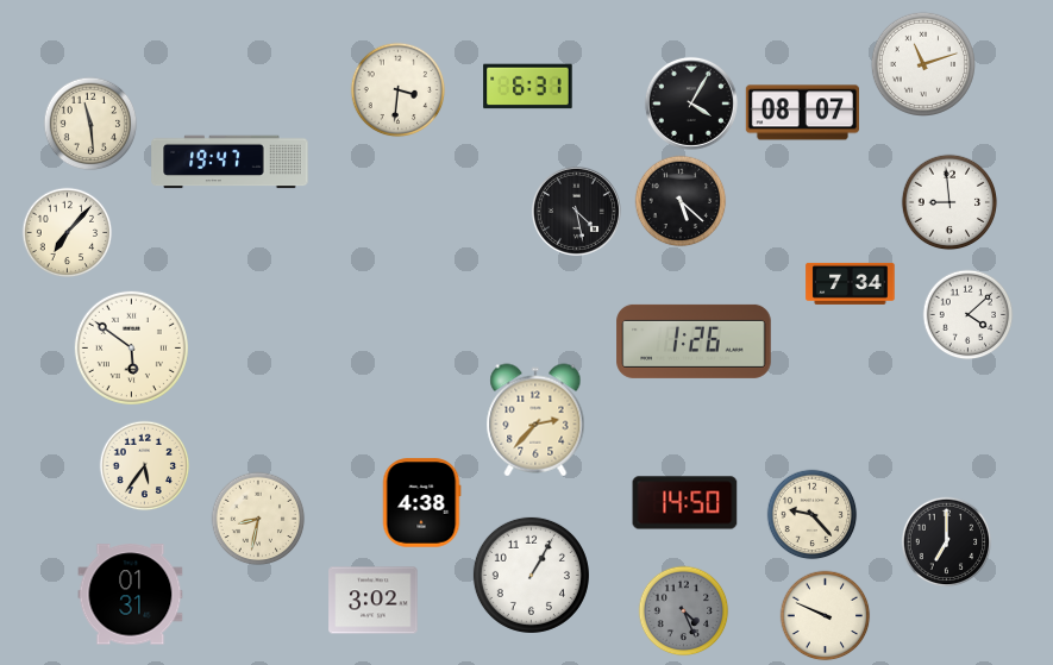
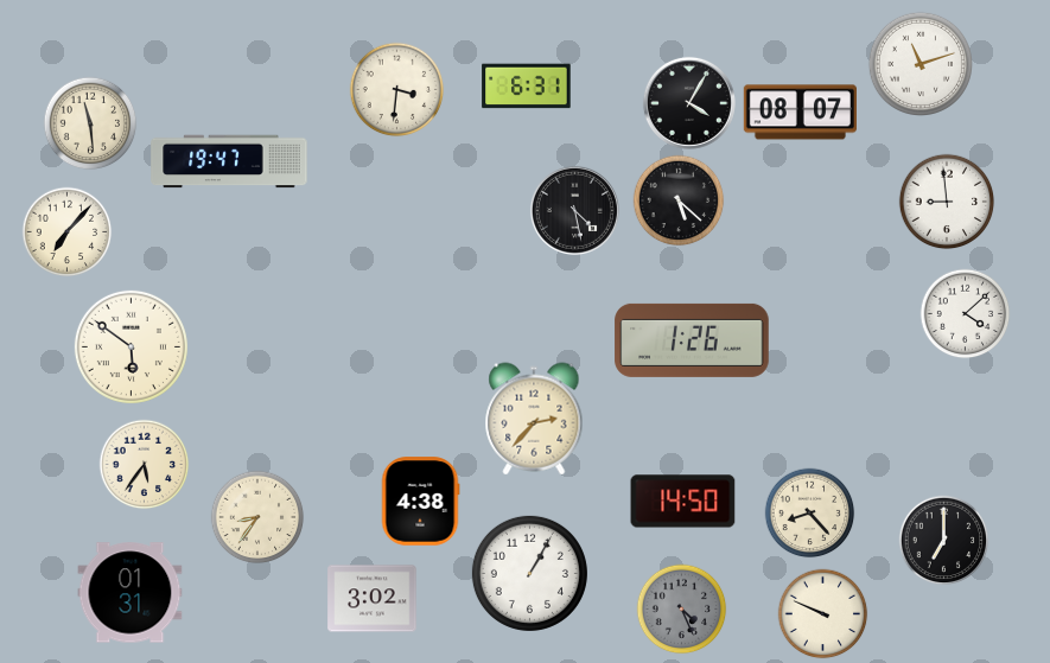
clock at (851, 283): 7:34 -> none
clock at (813, 515): 9:23 -> 8:23
clock at (258, 519): 8:32 -> 8:36
